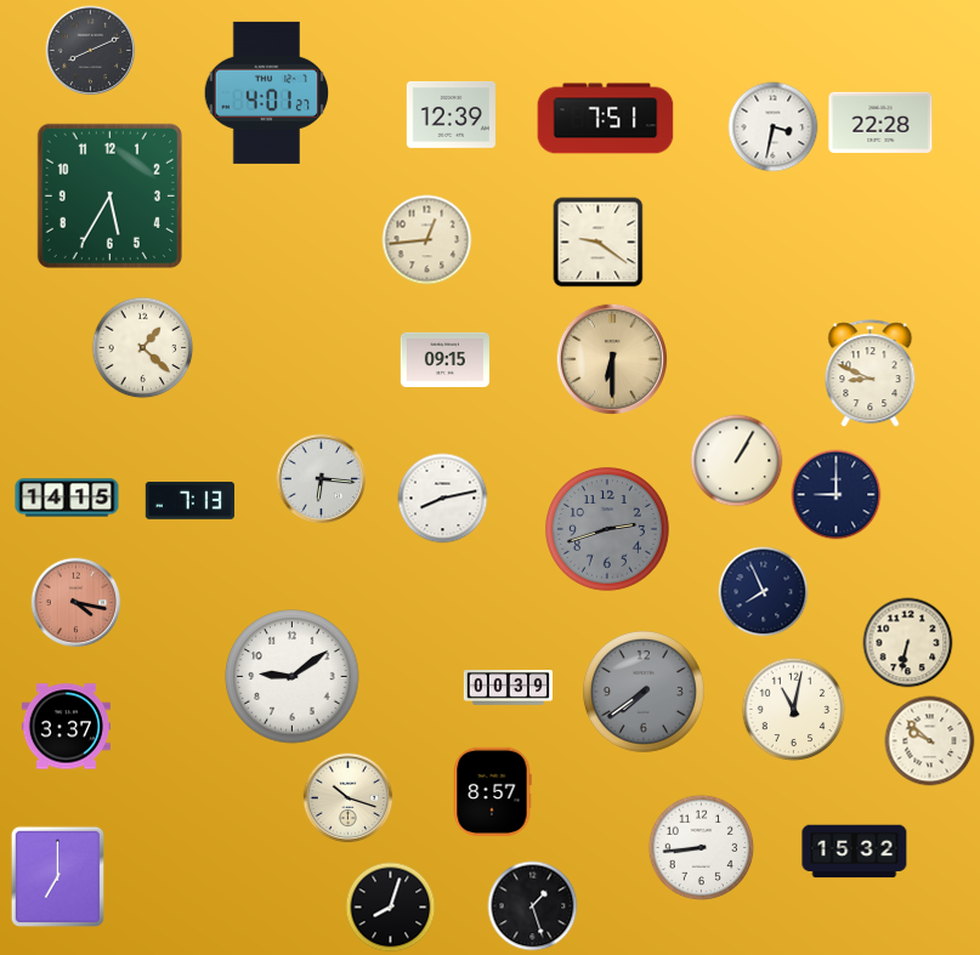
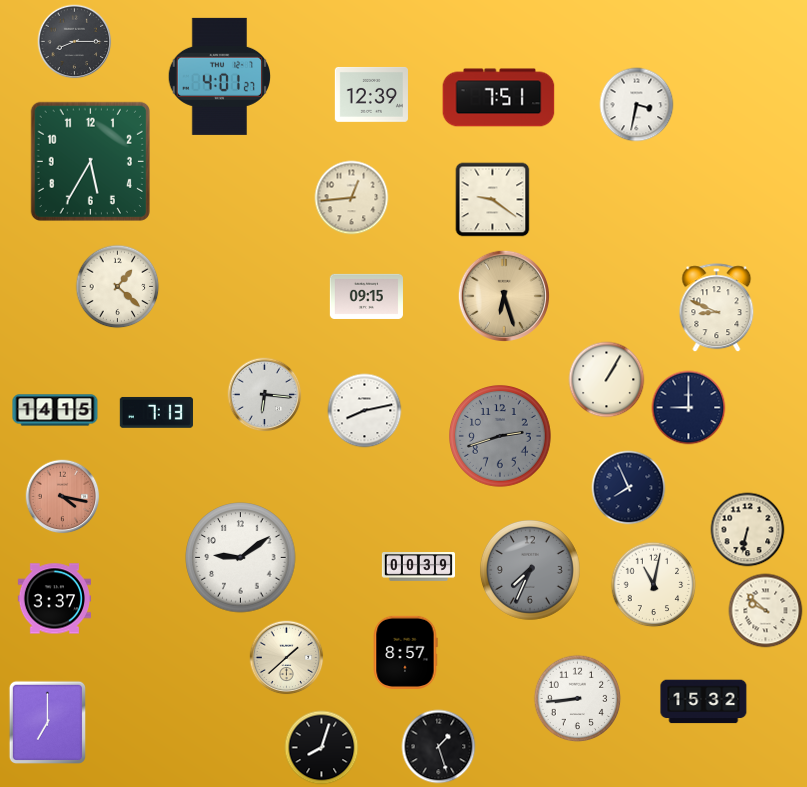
clock at (91, 51): 8:11 -> 8:15
clock at (880, 123): 22:28 -> none
clock at (611, 358): 6:30 -> 6:27
clock at (644, 692): 7:39 -> 7:34
clock at (349, 798): 10:18 -> 1:38
